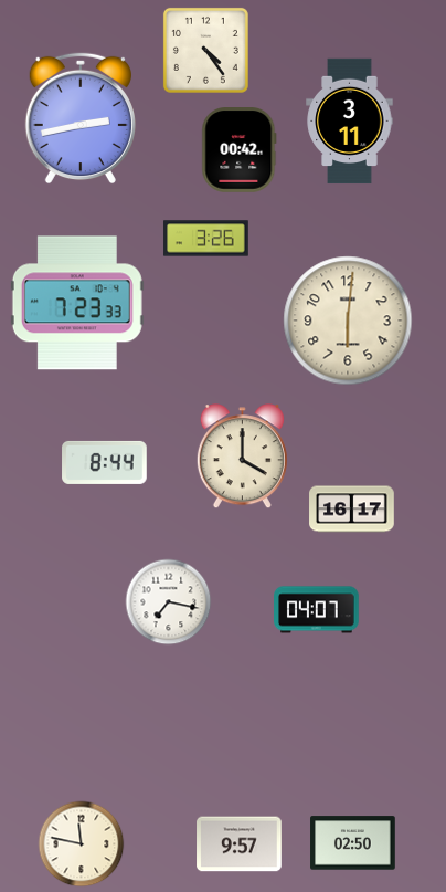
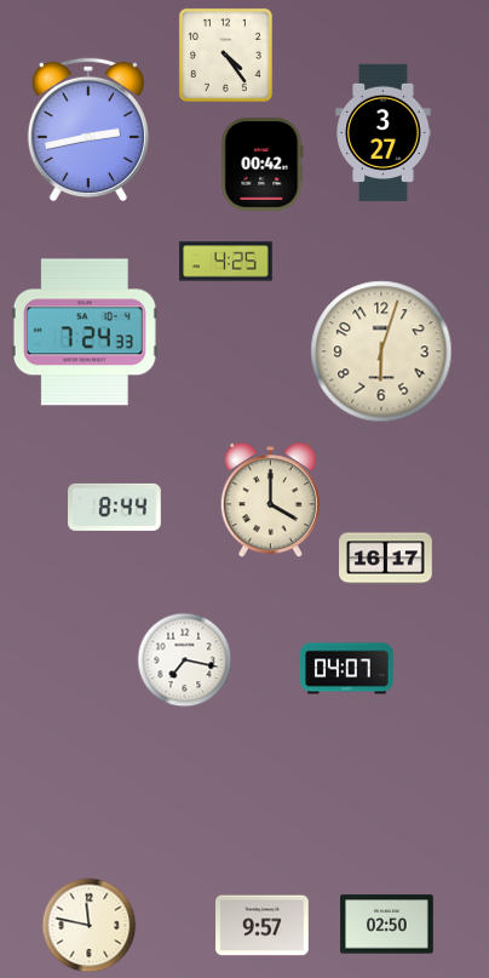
clock at (350, 122): 3:11 -> 3:27
clock at (206, 239): 3:26 -> 4:25
clock at (77, 303): 7:23 -> 7:24
clock at (348, 321): 6:01 -> 6:03
clock at (242, 457) position: (242, 457) -> (270, 501)
